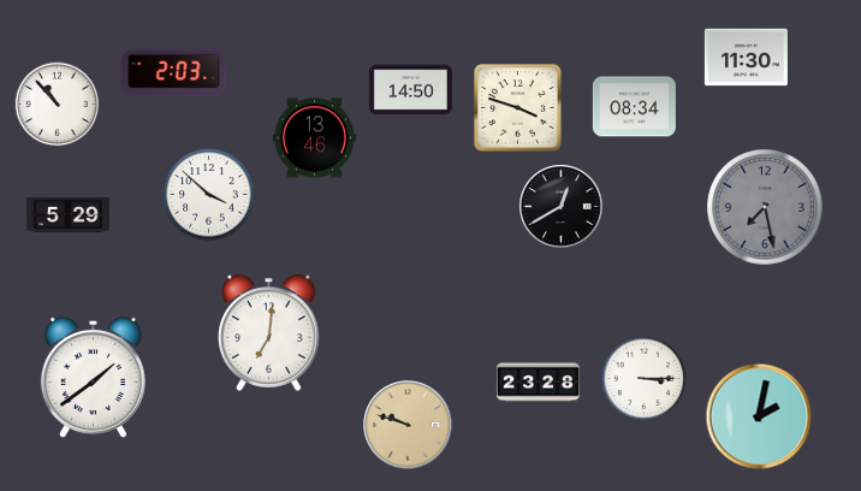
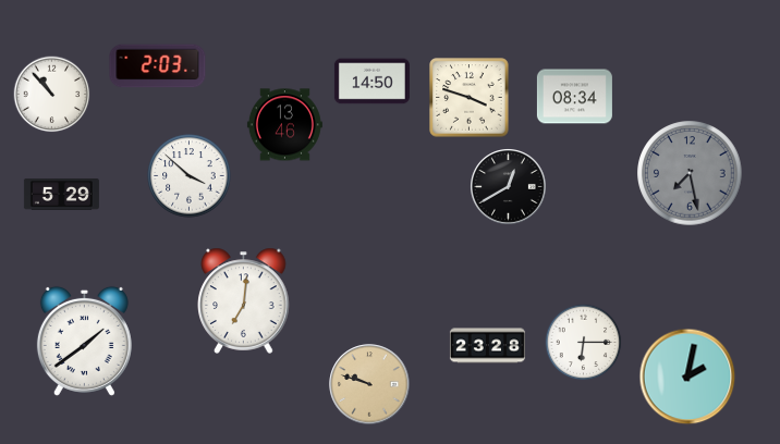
clock at (746, 58): 11:30 -> none
clock at (765, 207) position: (765, 207) -> (690, 173)
clock at (645, 379): 3:15 -> 6:15
